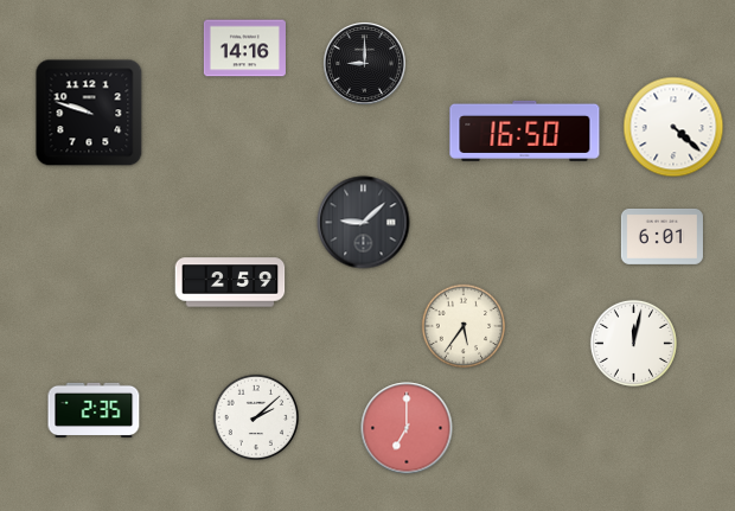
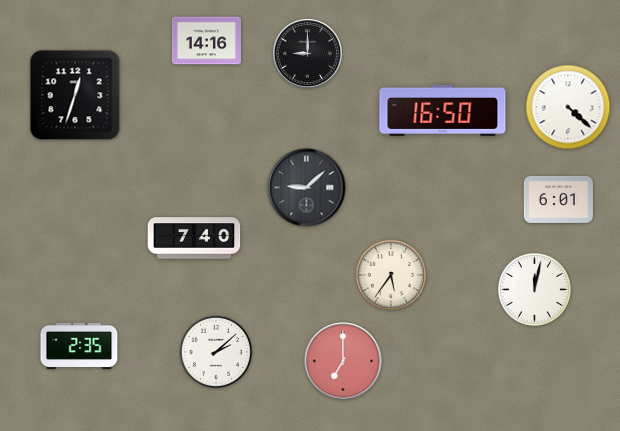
clock at (89, 113): 9:48 -> 12:33
clock at (230, 282): 2:59 -> 7:40
